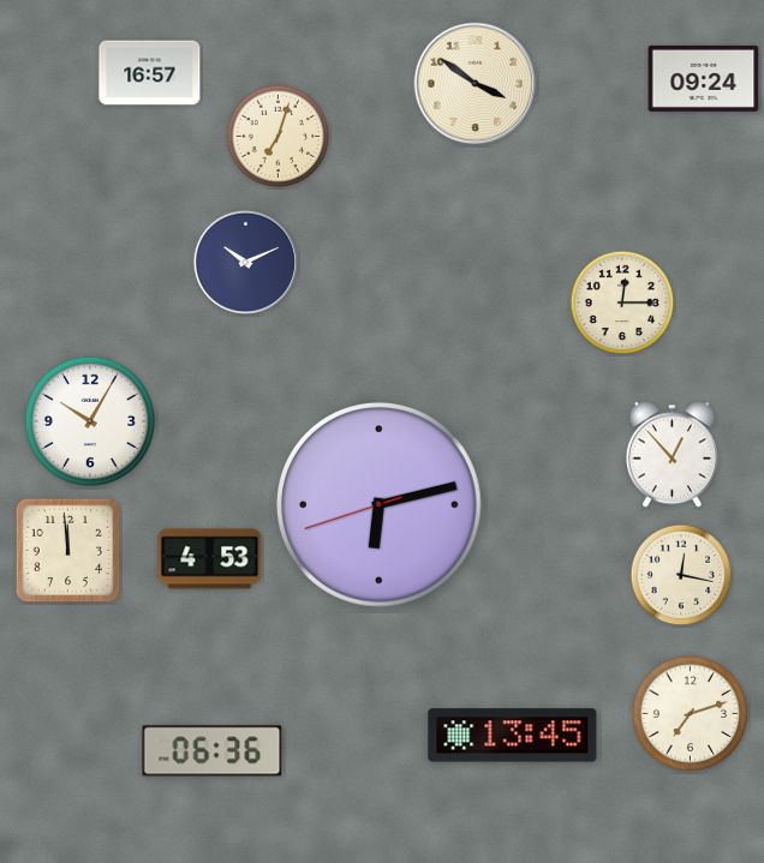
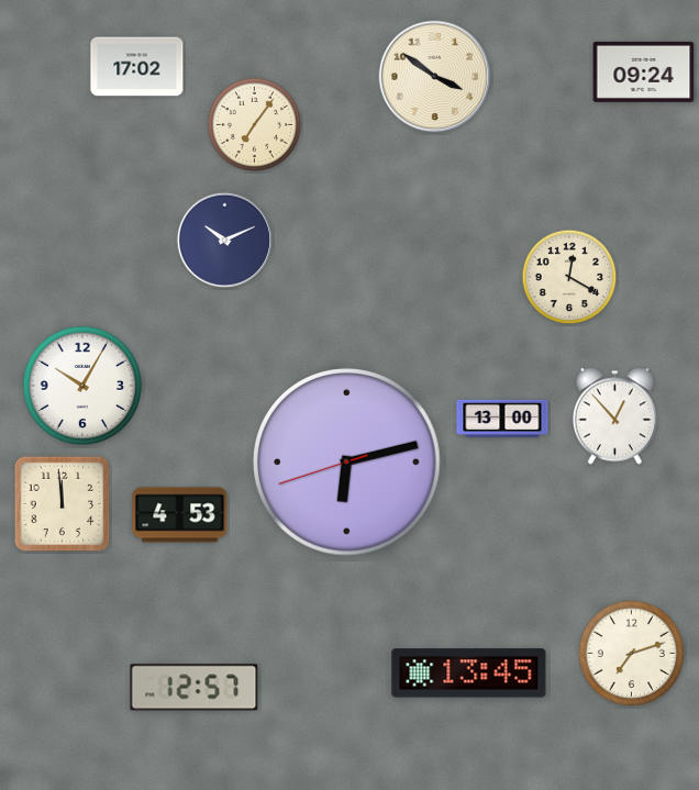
clock at (150, 73): 16:57 -> 17:02
clock at (279, 137): 7:03 -> 7:06
clock at (622, 302): 12:15 -> 12:20
clock at (502, 418): none -> 13:00
clock at (210, 559) position: (210, 559) -> (180, 515)
clock at (681, 575): 12:17 -> none
clock at (213, 751): 06:36 -> 12:57
